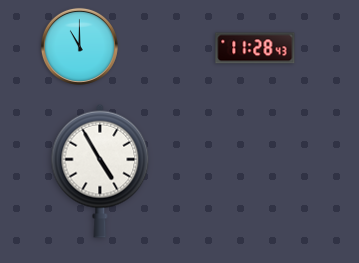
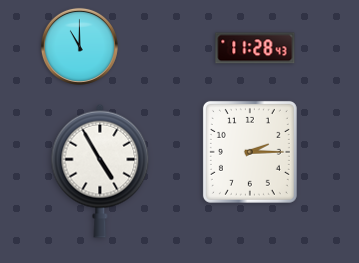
clock at (250, 152): none -> 2:15
